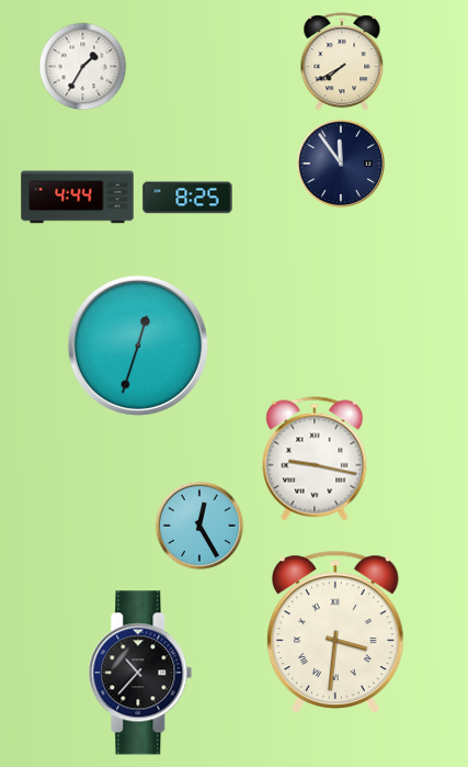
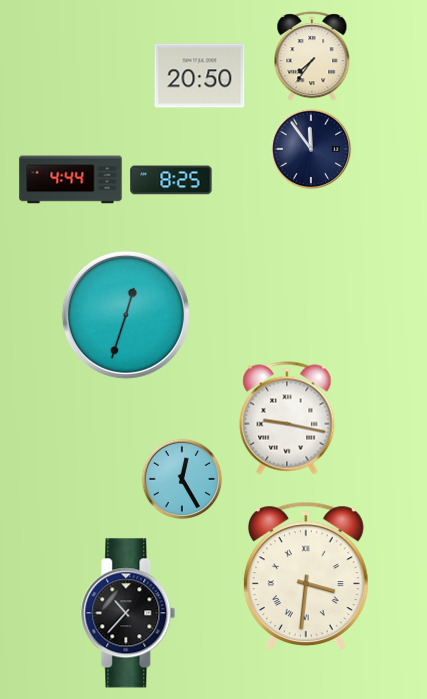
clock at (342, 63): 7:40 -> 7:36
clock at (83, 67): 1:35 -> none
clock at (200, 76): none -> 20:50
